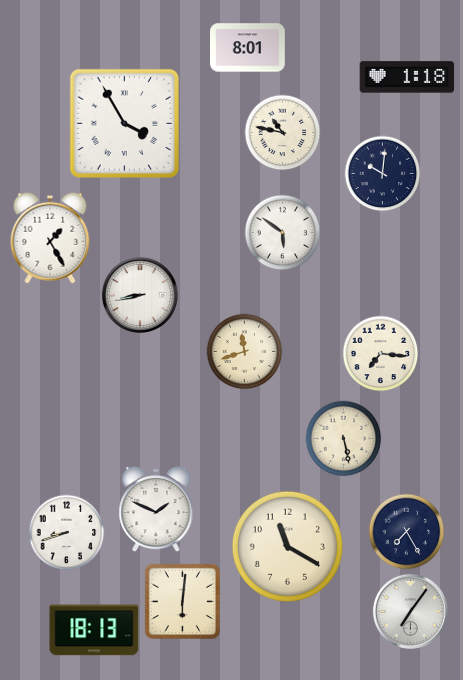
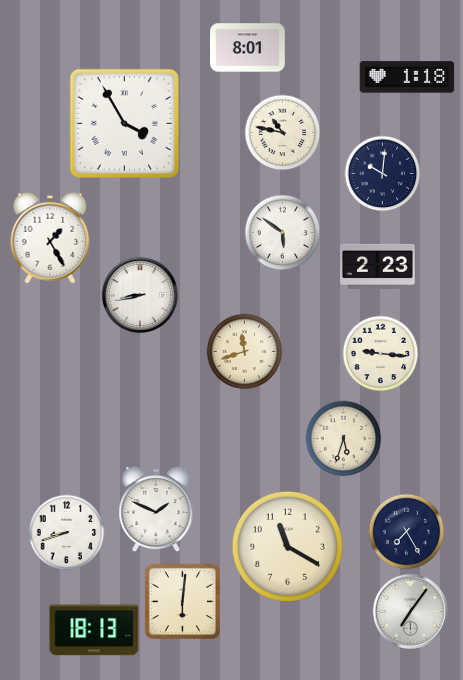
clock at (378, 266): none -> 2:23
clock at (381, 354): 7:16 -> 9:16
clock at (344, 439): 5:28 -> 5:33
